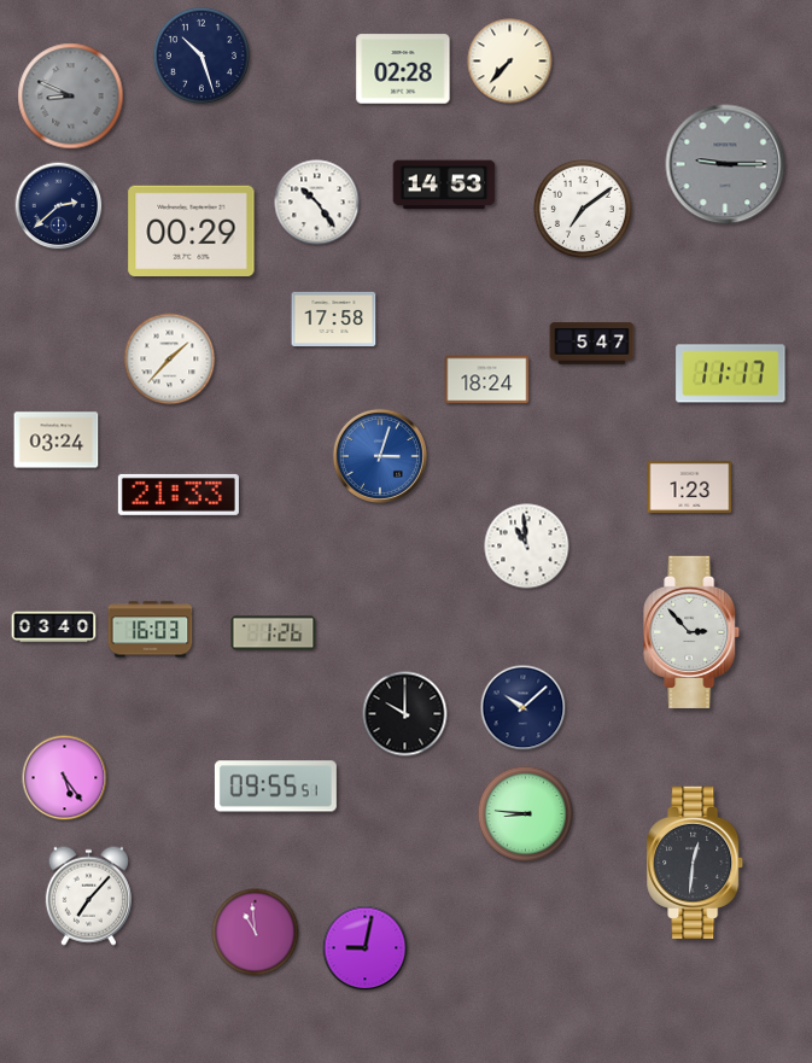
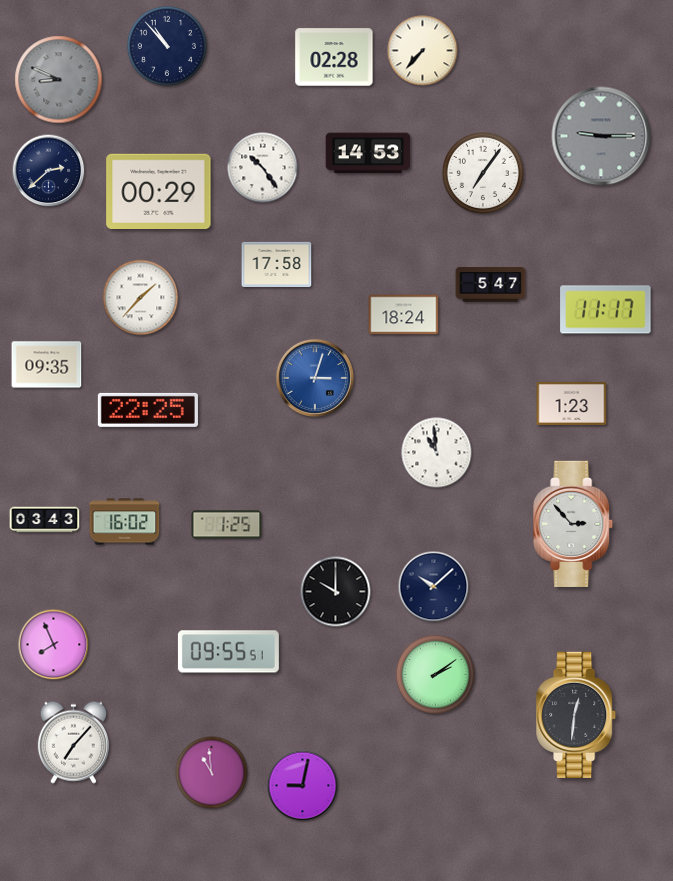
clock at (201, 56): 10:27 -> 10:53
clock at (583, 209): 7:09 -> 7:06
clock at (57, 440): 03:24 -> 09:35
clock at (179, 495): 21:33 -> 22:25
clock at (54, 627): 03:40 -> 03:43
clock at (151, 630): 16:03 -> 16:02
clock at (274, 633): 1:26 -> 1:25
clock at (65, 778): 5:24 -> 7:56
clock at (526, 814): 8:46 -> 2:09
